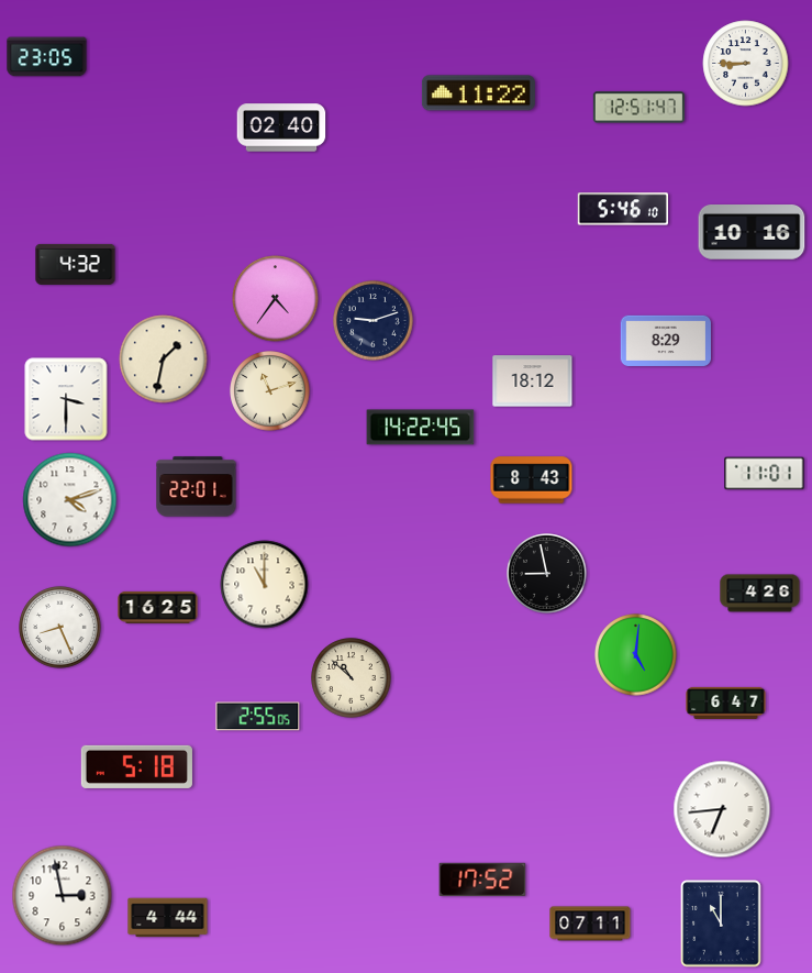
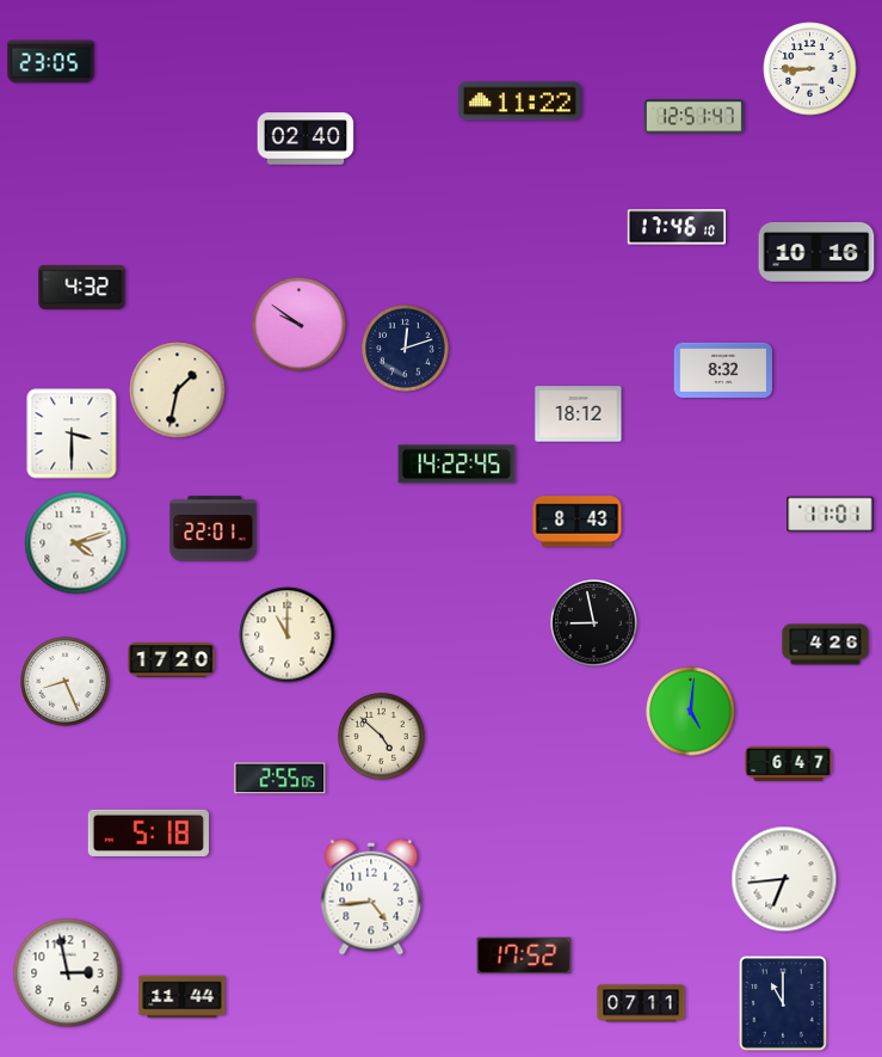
clock at (623, 209): 5:46 -> 17:46
clock at (276, 299): 4:36 -> 9:51
clock at (374, 321): 9:12 -> 12:12
clock at (665, 341): 8:29 -> 8:32
clock at (270, 391): 11:12 -> none
clock at (158, 607): 16:25 -> 17:20
clock at (352, 678): 10:52 -> 4:52
clock at (371, 897): none -> 4:44
clock at (168, 918): 4:44 -> 11:44
